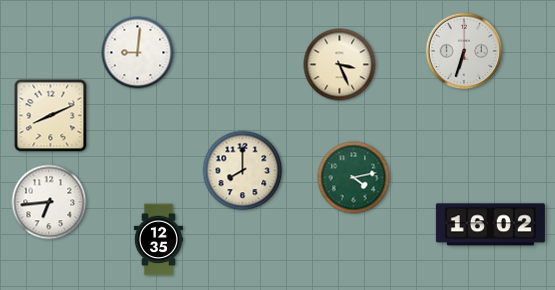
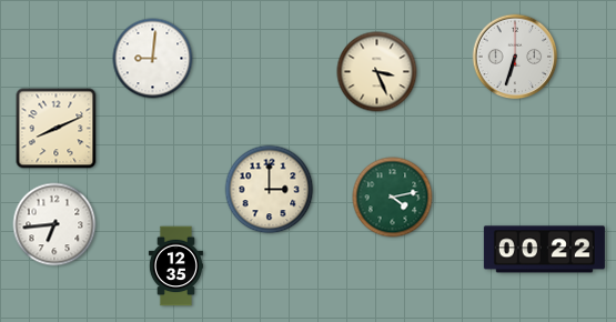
clock at (243, 171): 8:00 -> 3:00
clock at (490, 225): 16:02 -> 00:22
